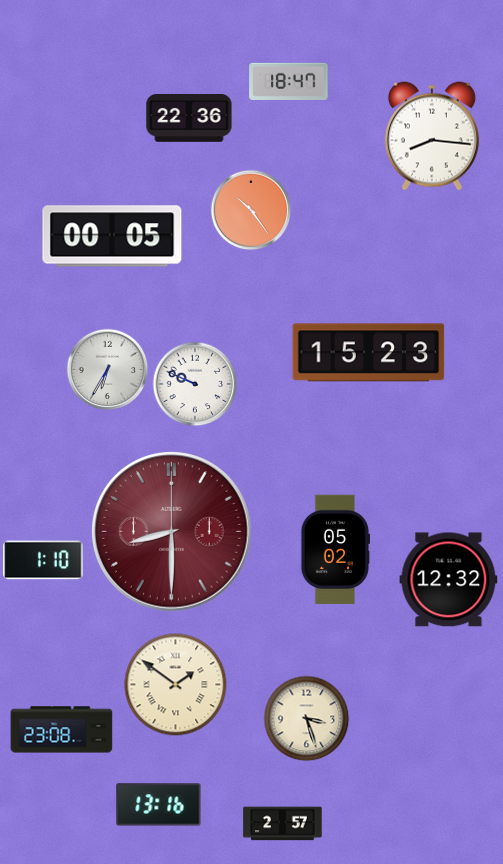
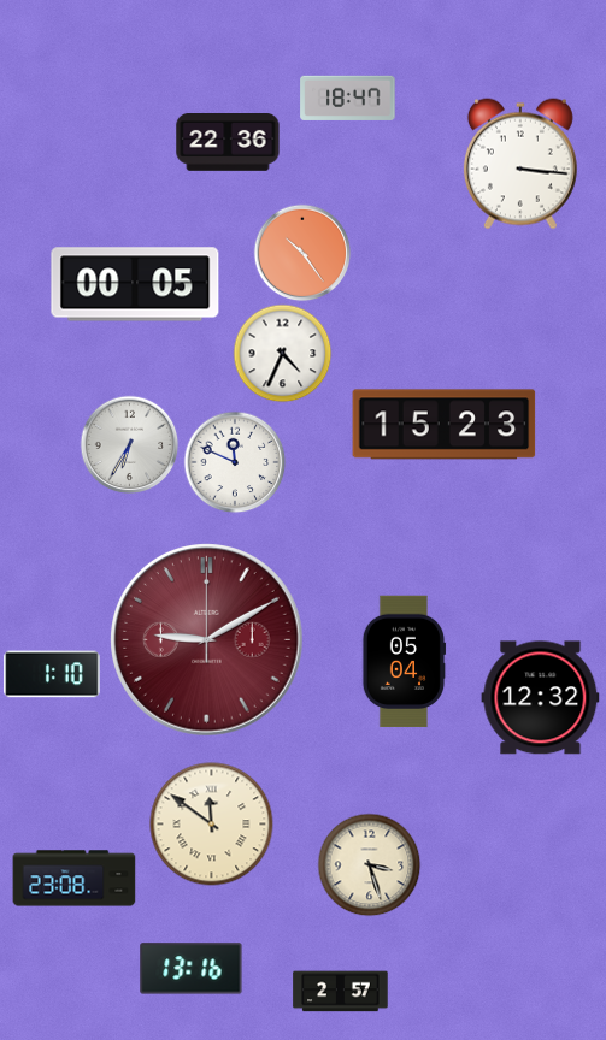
clock at (432, 136): 8:16 -> 3:16
clock at (282, 353): none -> 4:34
clock at (195, 384): 9:49 -> 11:49
clock at (172, 532): 8:30 -> 9:10
clock at (335, 550): 05:02 -> 05:04
clock at (176, 685): 1:51 -> 11:51
